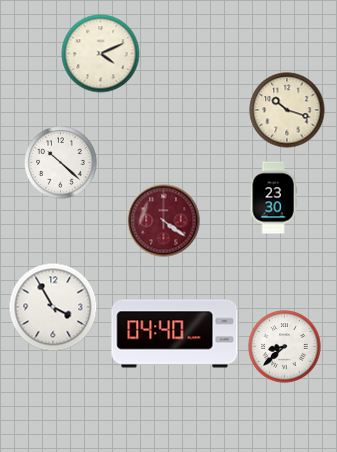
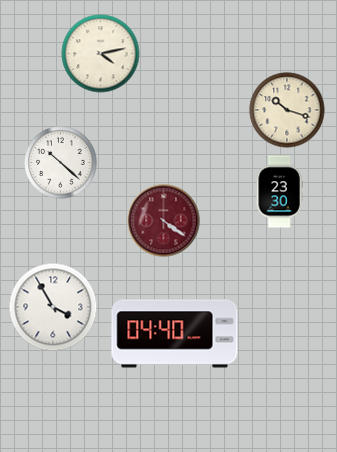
clock at (101, 54): 4:11 -> 4:13
clock at (273, 198) position: (273, 198) -> (279, 192)
clock at (285, 347): 8:38 -> none
